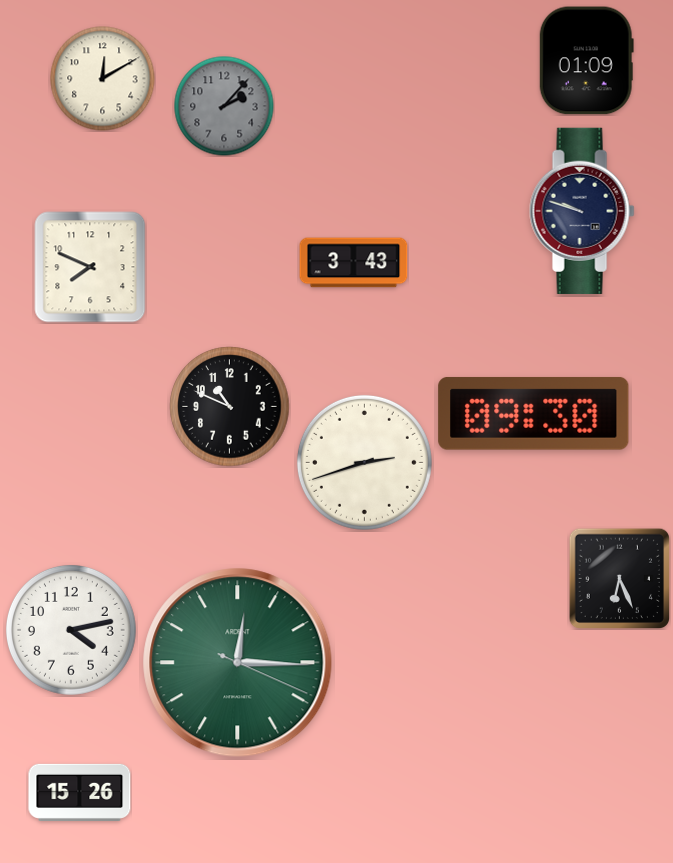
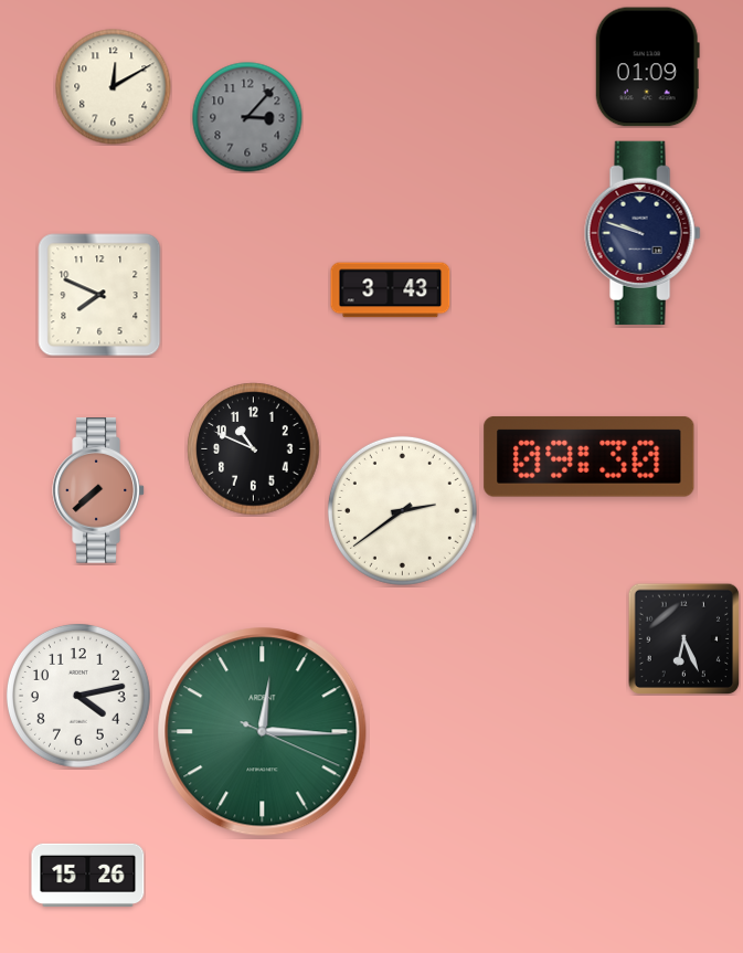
clock at (224, 106): 2:07 -> 3:07
clock at (98, 490): none -> 7:38
clock at (364, 462): 2:42 -> 2:39
